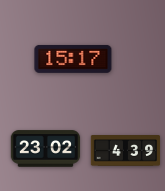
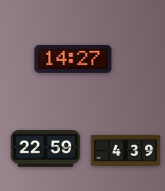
clock at (73, 59): 15:17 -> 14:27
clock at (46, 149): 23:02 -> 22:59
